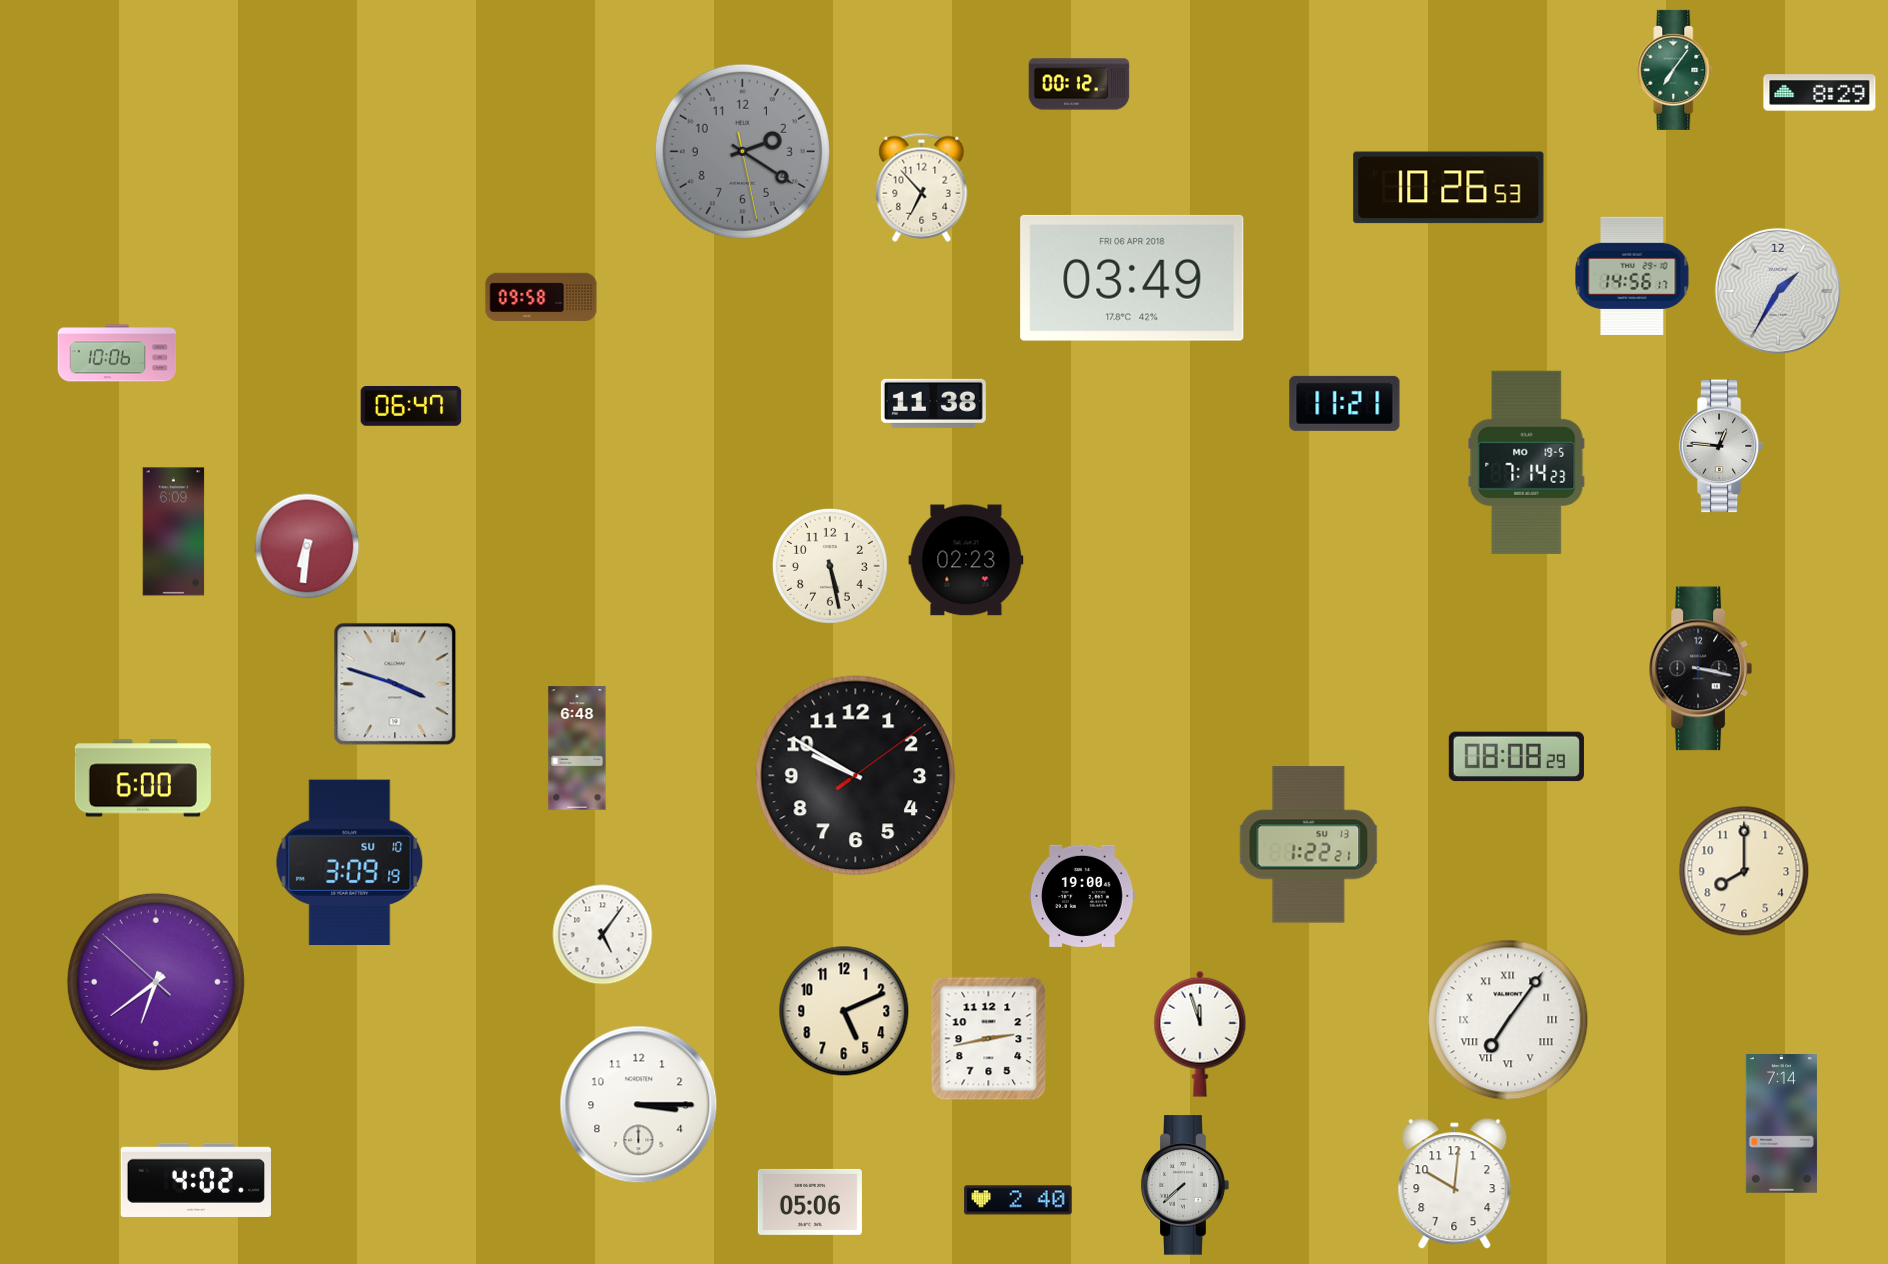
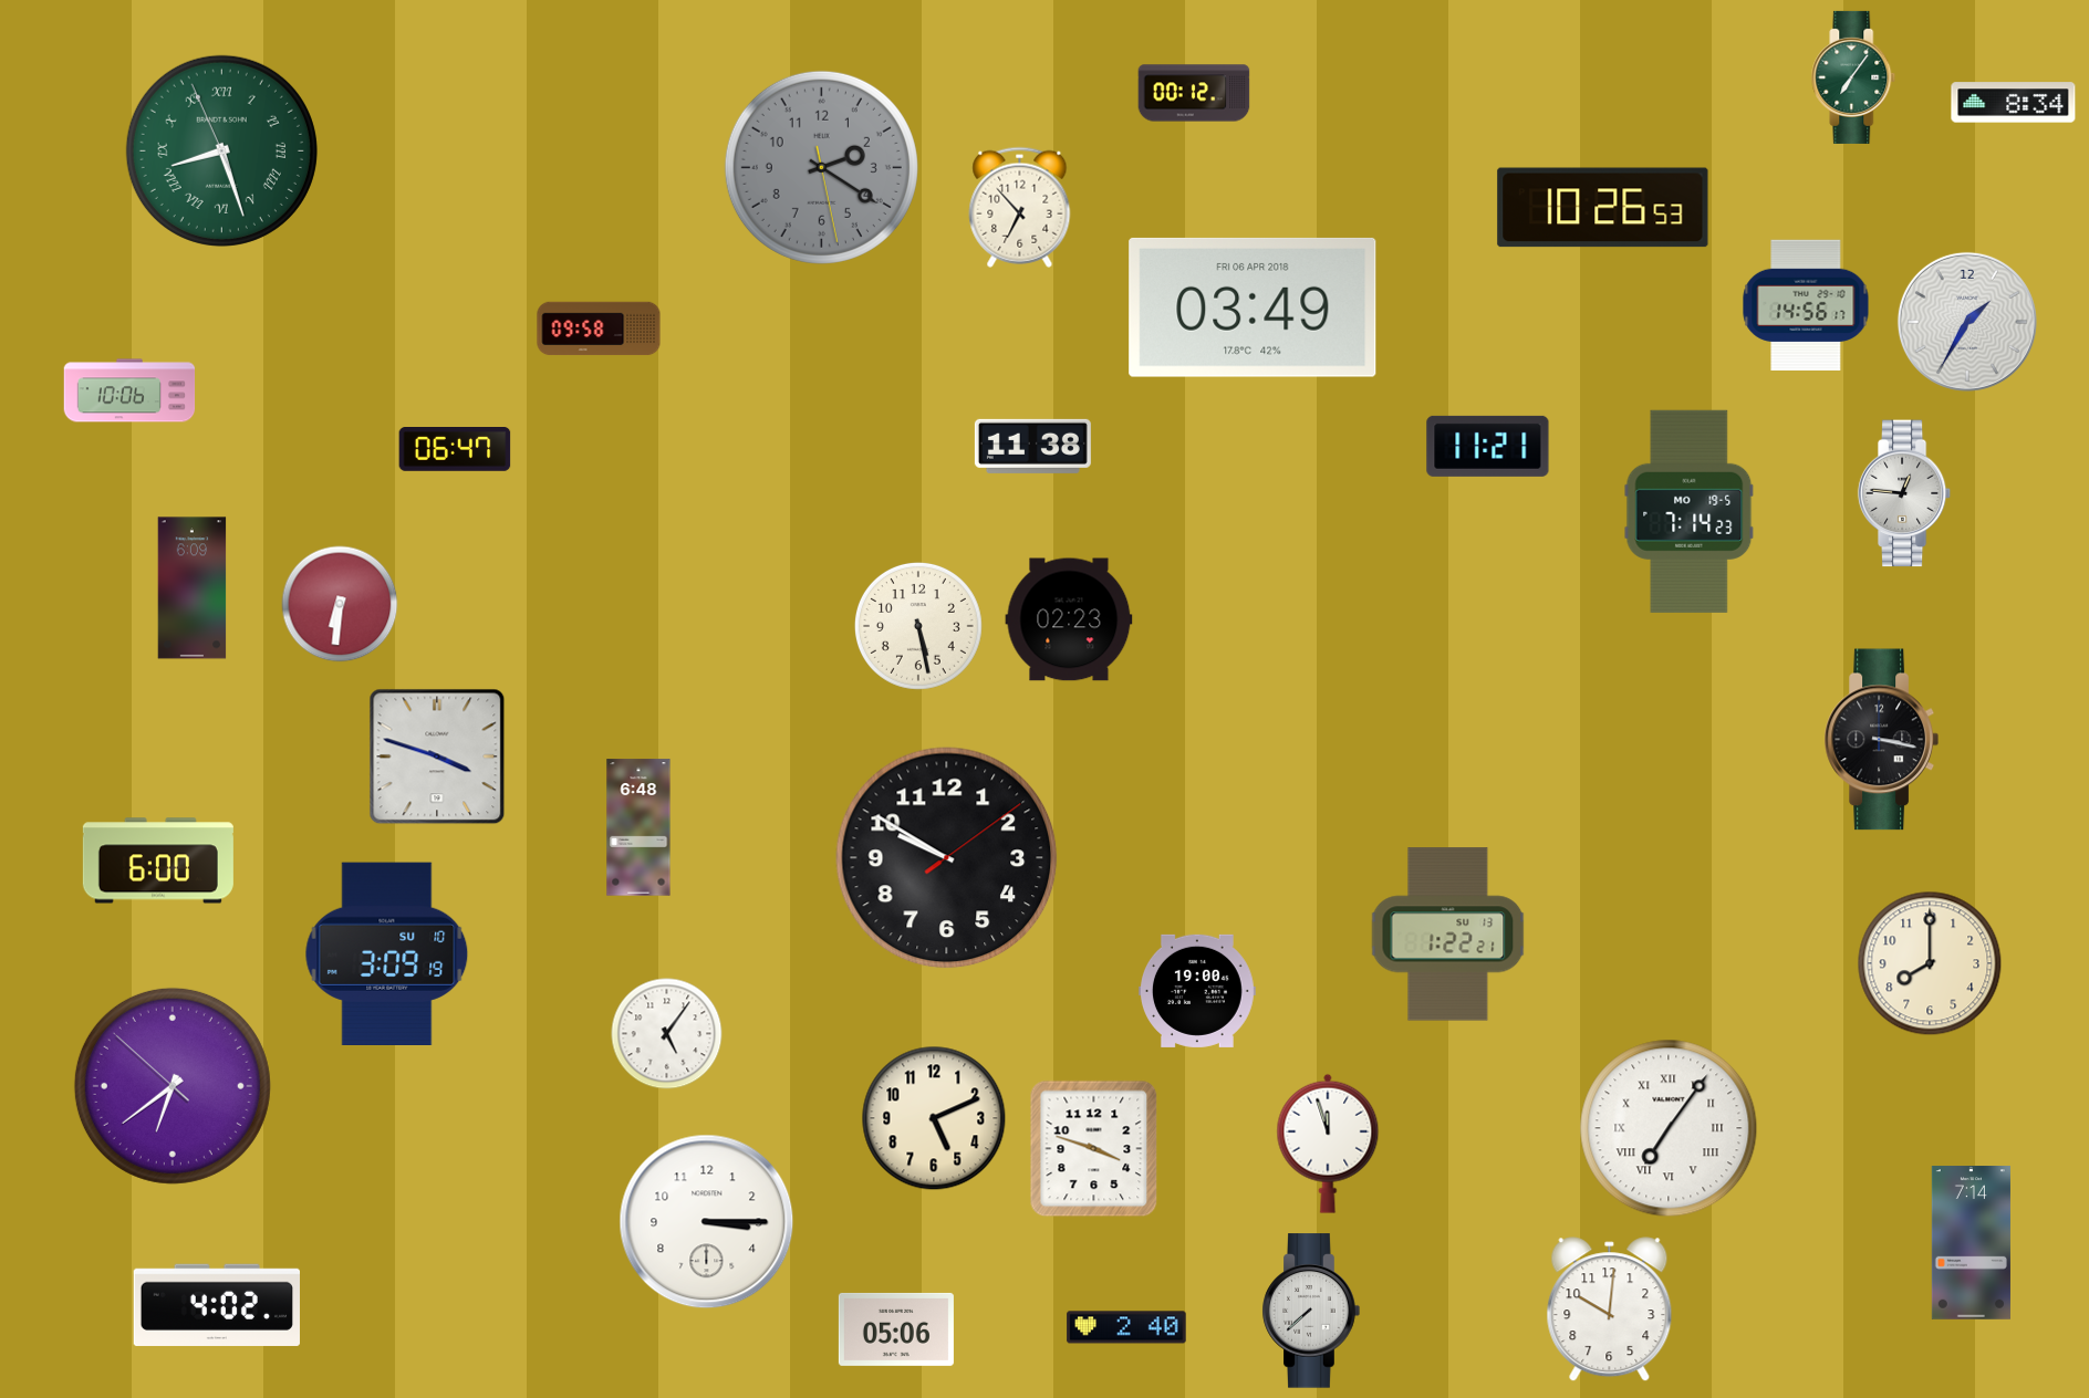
clock at (1820, 93): 8:29 -> 8:34
clock at (221, 150): none -> 8:26
clock at (1516, 757): 08:08 -> none
clock at (989, 1039): 2:43 -> 3:48
